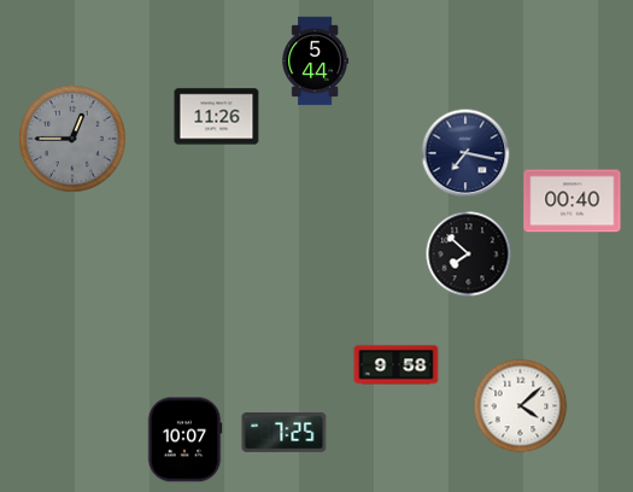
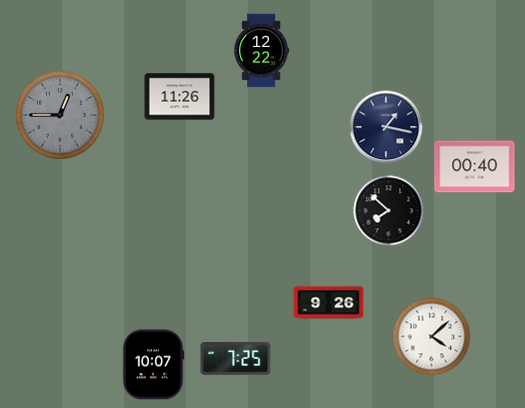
clock at (315, 61): 5:44 -> 12:22
clock at (465, 153): 7:17 -> 1:17
clock at (397, 365): 9:58 -> 9:26
